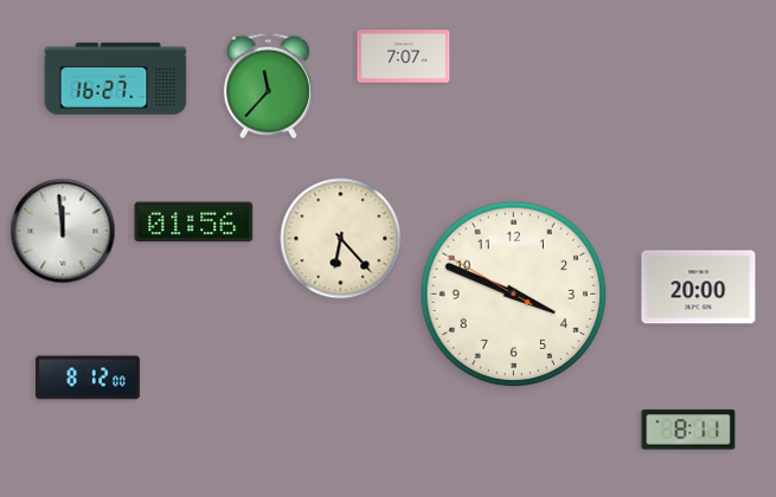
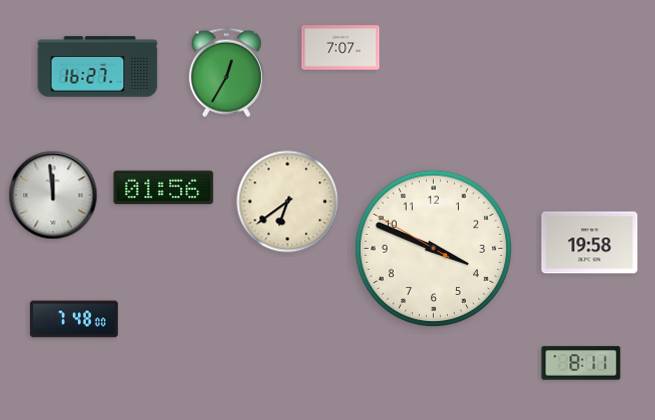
clock at (268, 86): 11:37 -> 12:35
clock at (341, 239): 6:23 -> 6:39
clock at (699, 288): 20:00 -> 19:58
clock at (88, 377): 8:12 -> 7:48
